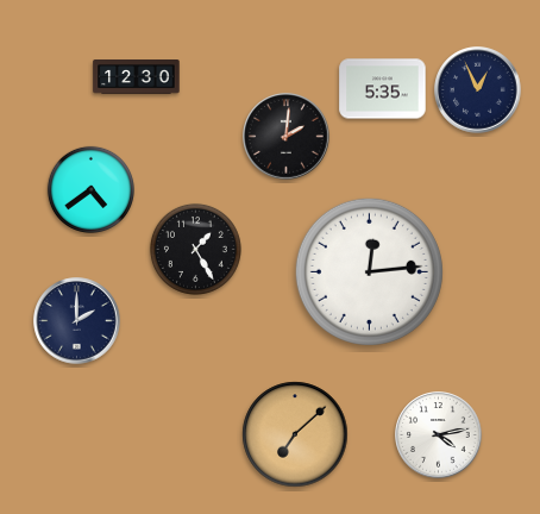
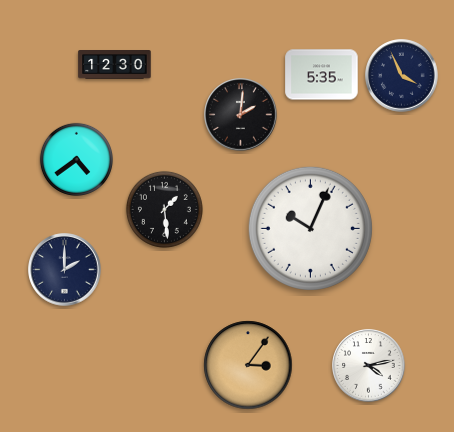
clock at (478, 90): 12:56 -> 3:56
clock at (195, 249): 1:25 -> 1:29
clock at (369, 271): 12:14 -> 10:04
clock at (295, 434): 7:08 -> 3:06
